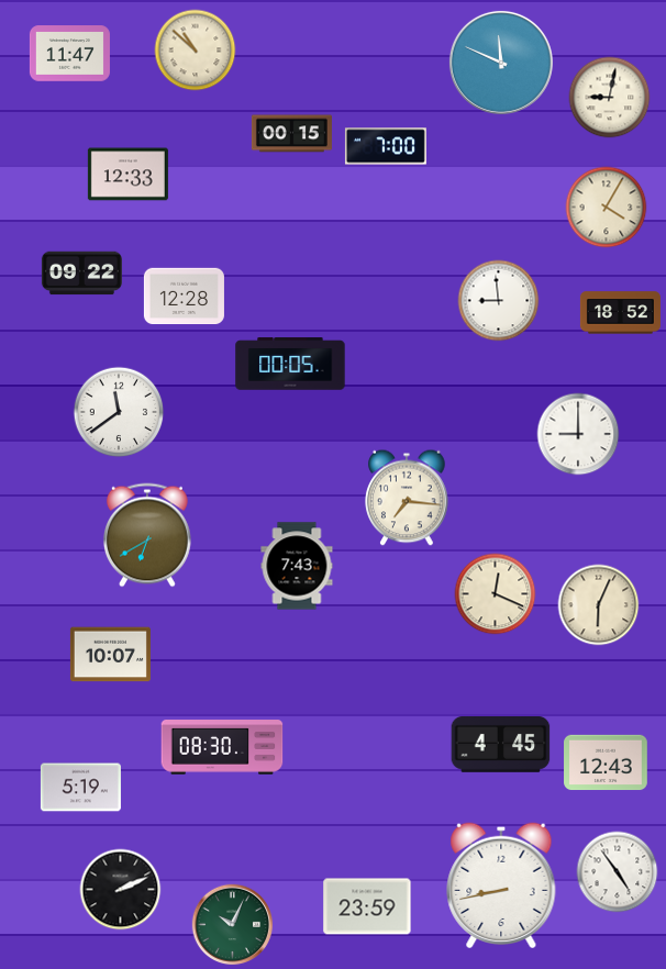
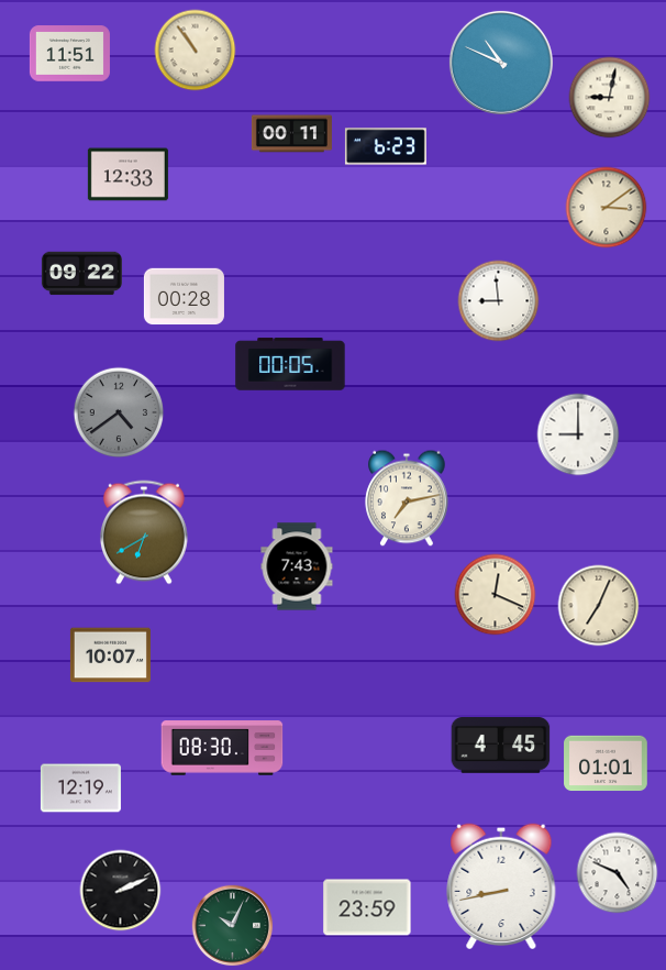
clock at (196, 51): 10:52 -> 10:54
clock at (69, 54): 11:47 -> 11:51
clock at (501, 63): 11:49 -> 10:49
clock at (291, 134): 00:15 -> 00:11
clock at (386, 146): 7:00 -> 6:23
clock at (607, 208): 4:05 -> 3:09
clock at (184, 297): 12:28 -> 00:28
clock at (620, 313): 18:52 -> none
clock at (119, 412): 11:39 -> 4:39
clock at (119, 412) dial: white -> grey
clock at (407, 498): 7:16 -> 7:13
clock at (147, 535) position: (147, 535) -> (144, 532)
clock at (599, 605): 6:04 -> 7:04
clock at (606, 762): 12:43 -> 01:01
clock at (80, 788): 5:19 -> 12:19
clock at (618, 872): 4:54 -> 4:49
